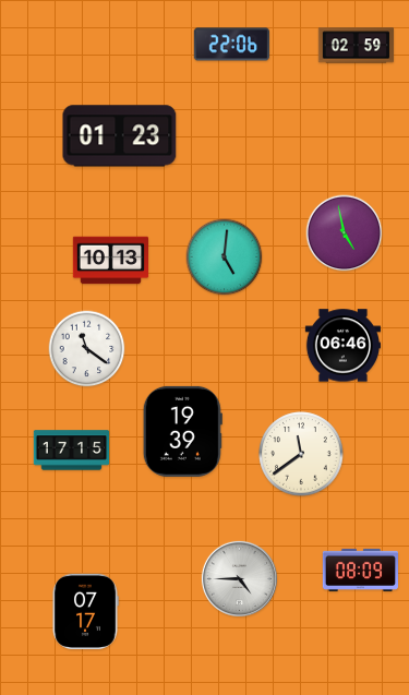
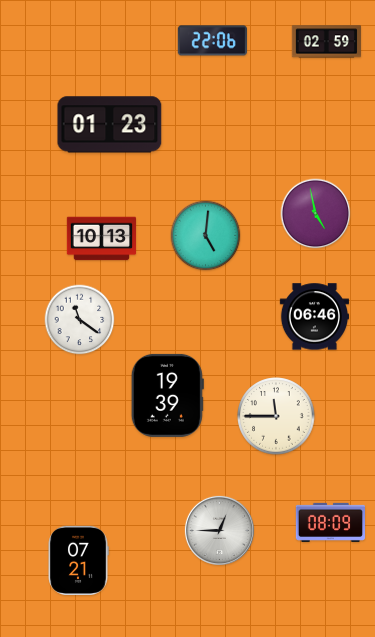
clock at (72, 451): 17:15 -> none
clock at (301, 454): 11:39 -> 11:45
clock at (239, 578): 4:45 -> 12:45
clock at (85, 611): 07:17 -> 07:21
